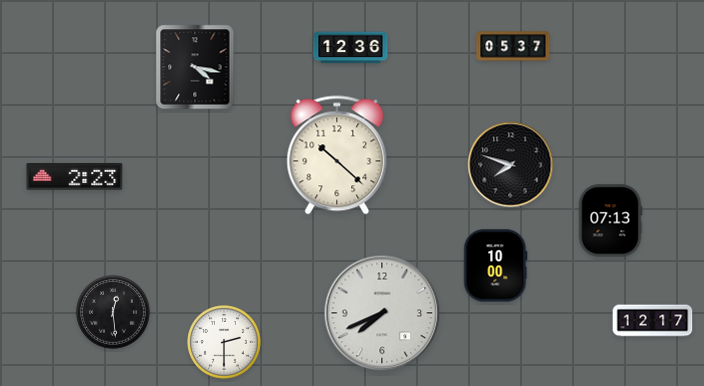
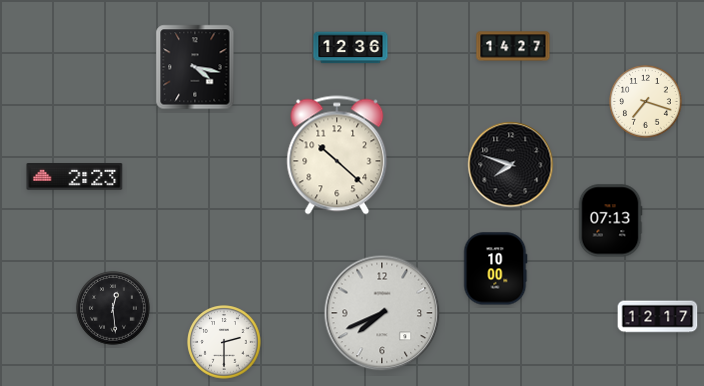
clock at (513, 46): 05:37 -> 14:27
clock at (646, 102): none -> 7:18
clock at (496, 266) position: (496, 266) -> (496, 269)
clock at (113, 312) position: (113, 312) -> (113, 308)
clock at (653, 321) position: (653, 321) -> (658, 317)
